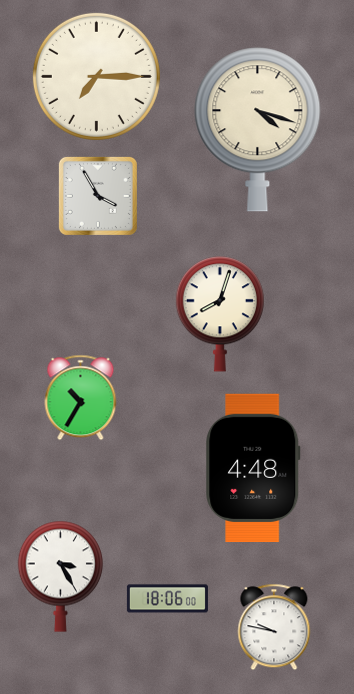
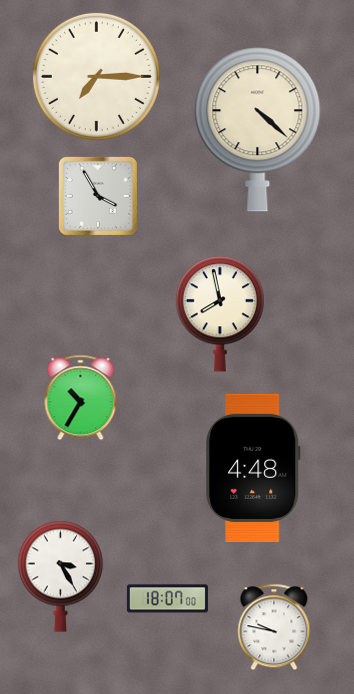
clock at (258, 130): 4:18 -> 4:22
clock at (220, 314): 8:03 -> 7:58
clock at (167, 599): 18:06 -> 18:07
